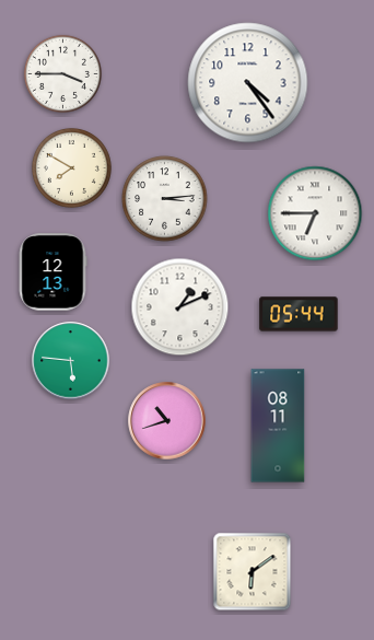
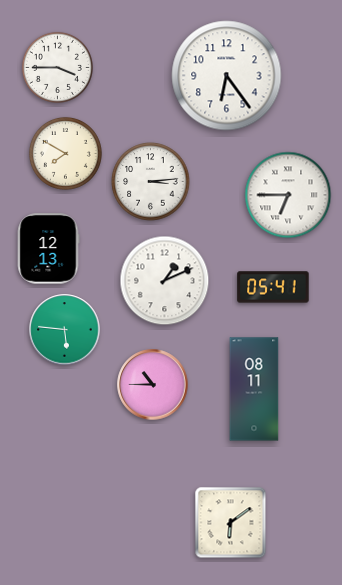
clock at (248, 83): 4:24 -> 6:24
clock at (299, 314): 05:44 -> 05:41
clock at (167, 421): 10:42 -> 10:45
